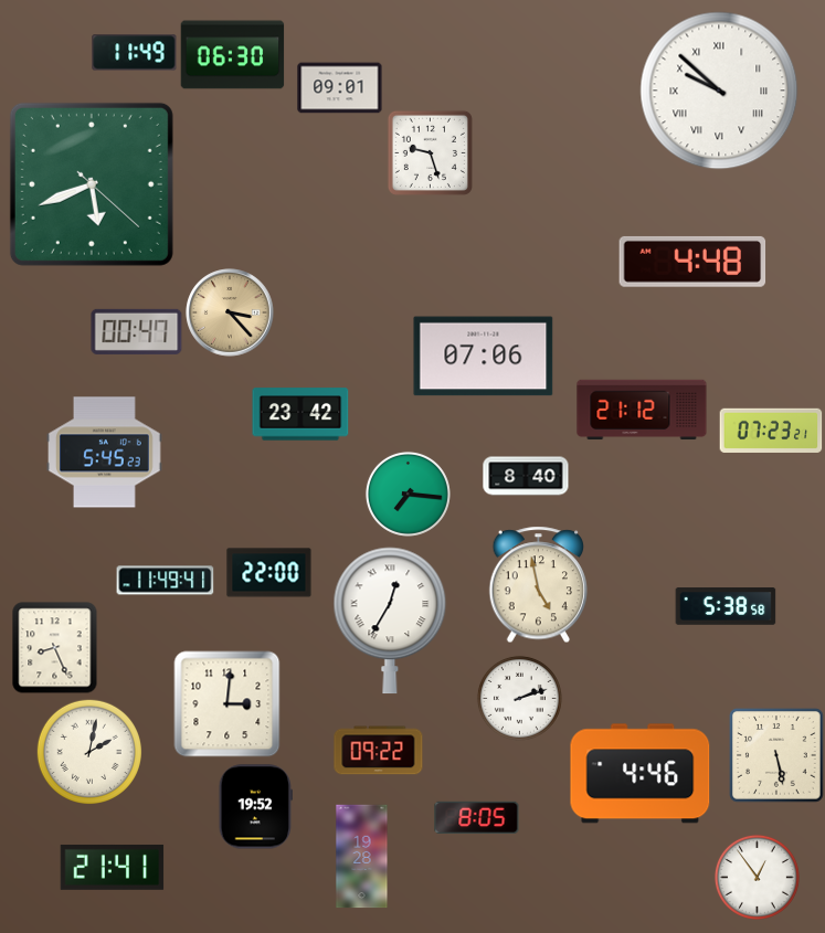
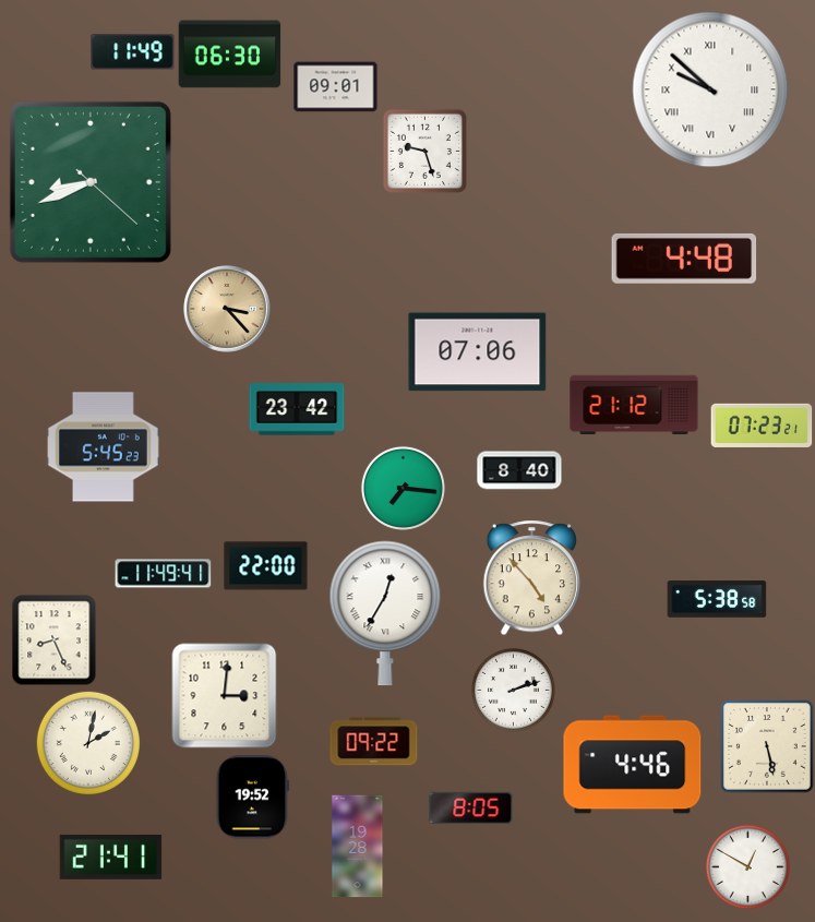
clock at (92, 184): 5:41 -> 8:41
clock at (137, 331): 00:47 -> none
clock at (539, 585): 4:58 -> 4:53
clock at (757, 877): 12:54 -> 12:50
